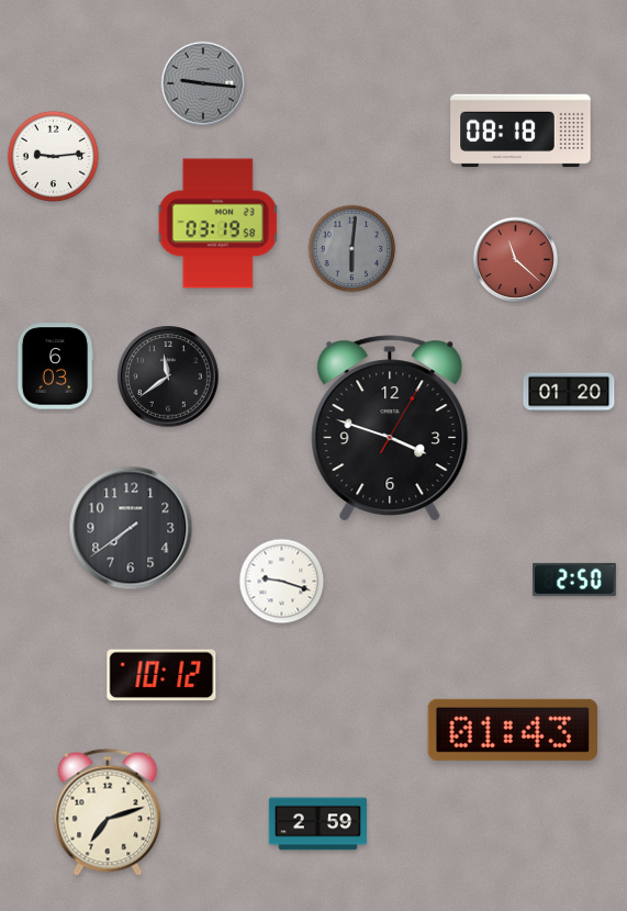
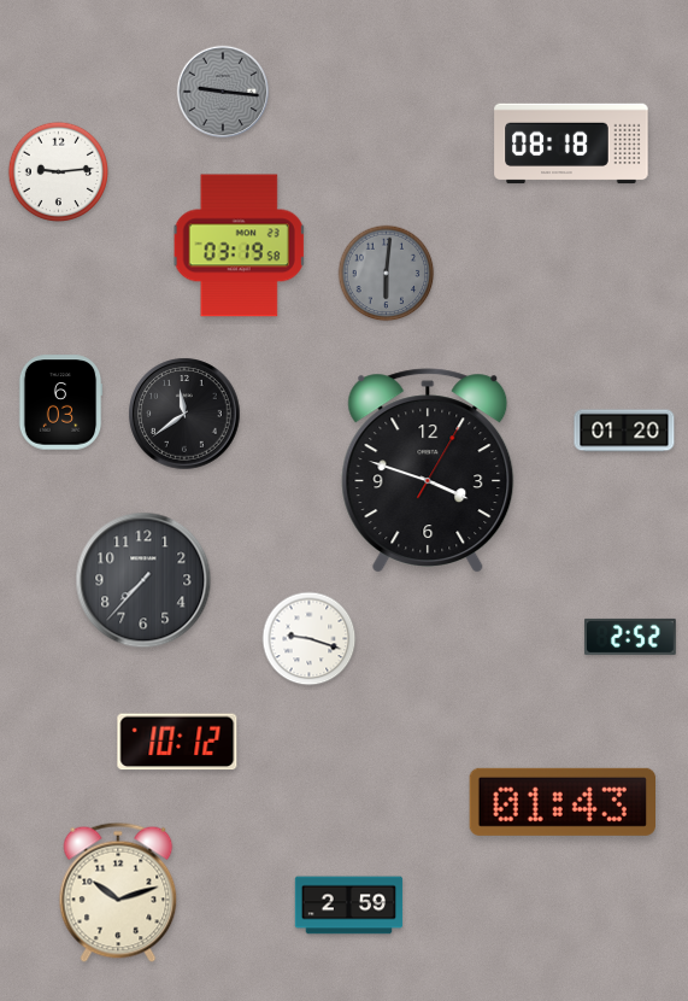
clock at (516, 260): 11:22 -> none
clock at (131, 528): 7:39 -> 7:37
clock at (575, 580): 2:50 -> 2:52
clock at (108, 812): 7:12 -> 10:12
